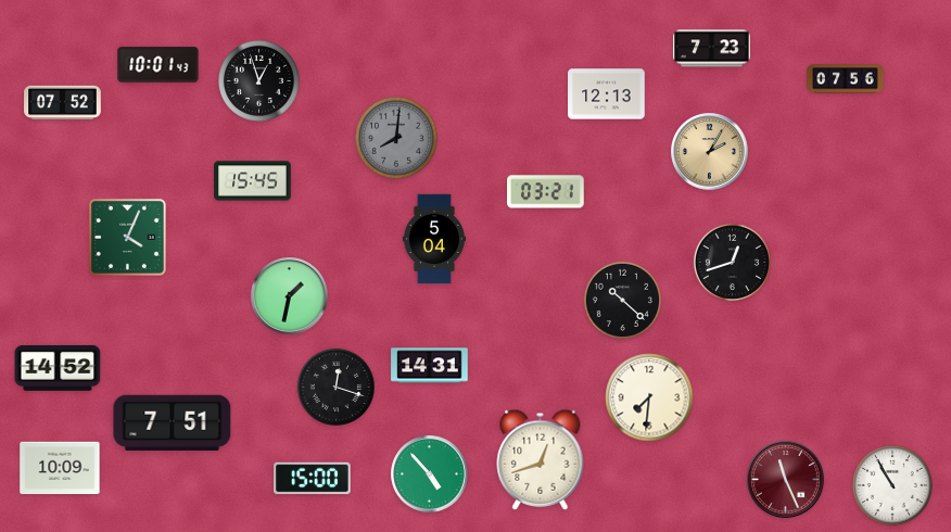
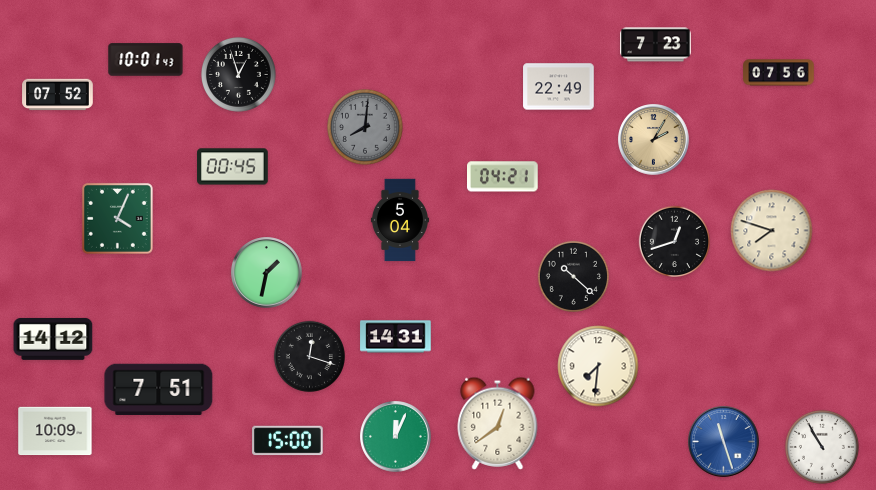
clock at (607, 94): 12:13 -> 22:49
clock at (253, 181): 15:45 -> 00:45
clock at (546, 192): 03:21 -> 04:21
clock at (772, 231): none -> 7:48
clock at (58, 368): 14:52 -> 14:12
clock at (541, 459): 12:42 -> 12:39
clock at (430, 474): 4:53 -> 12:04
clock at (786, 480): 11:26 -> 11:27
clock at (786, 480) dial: burgundy -> blue
